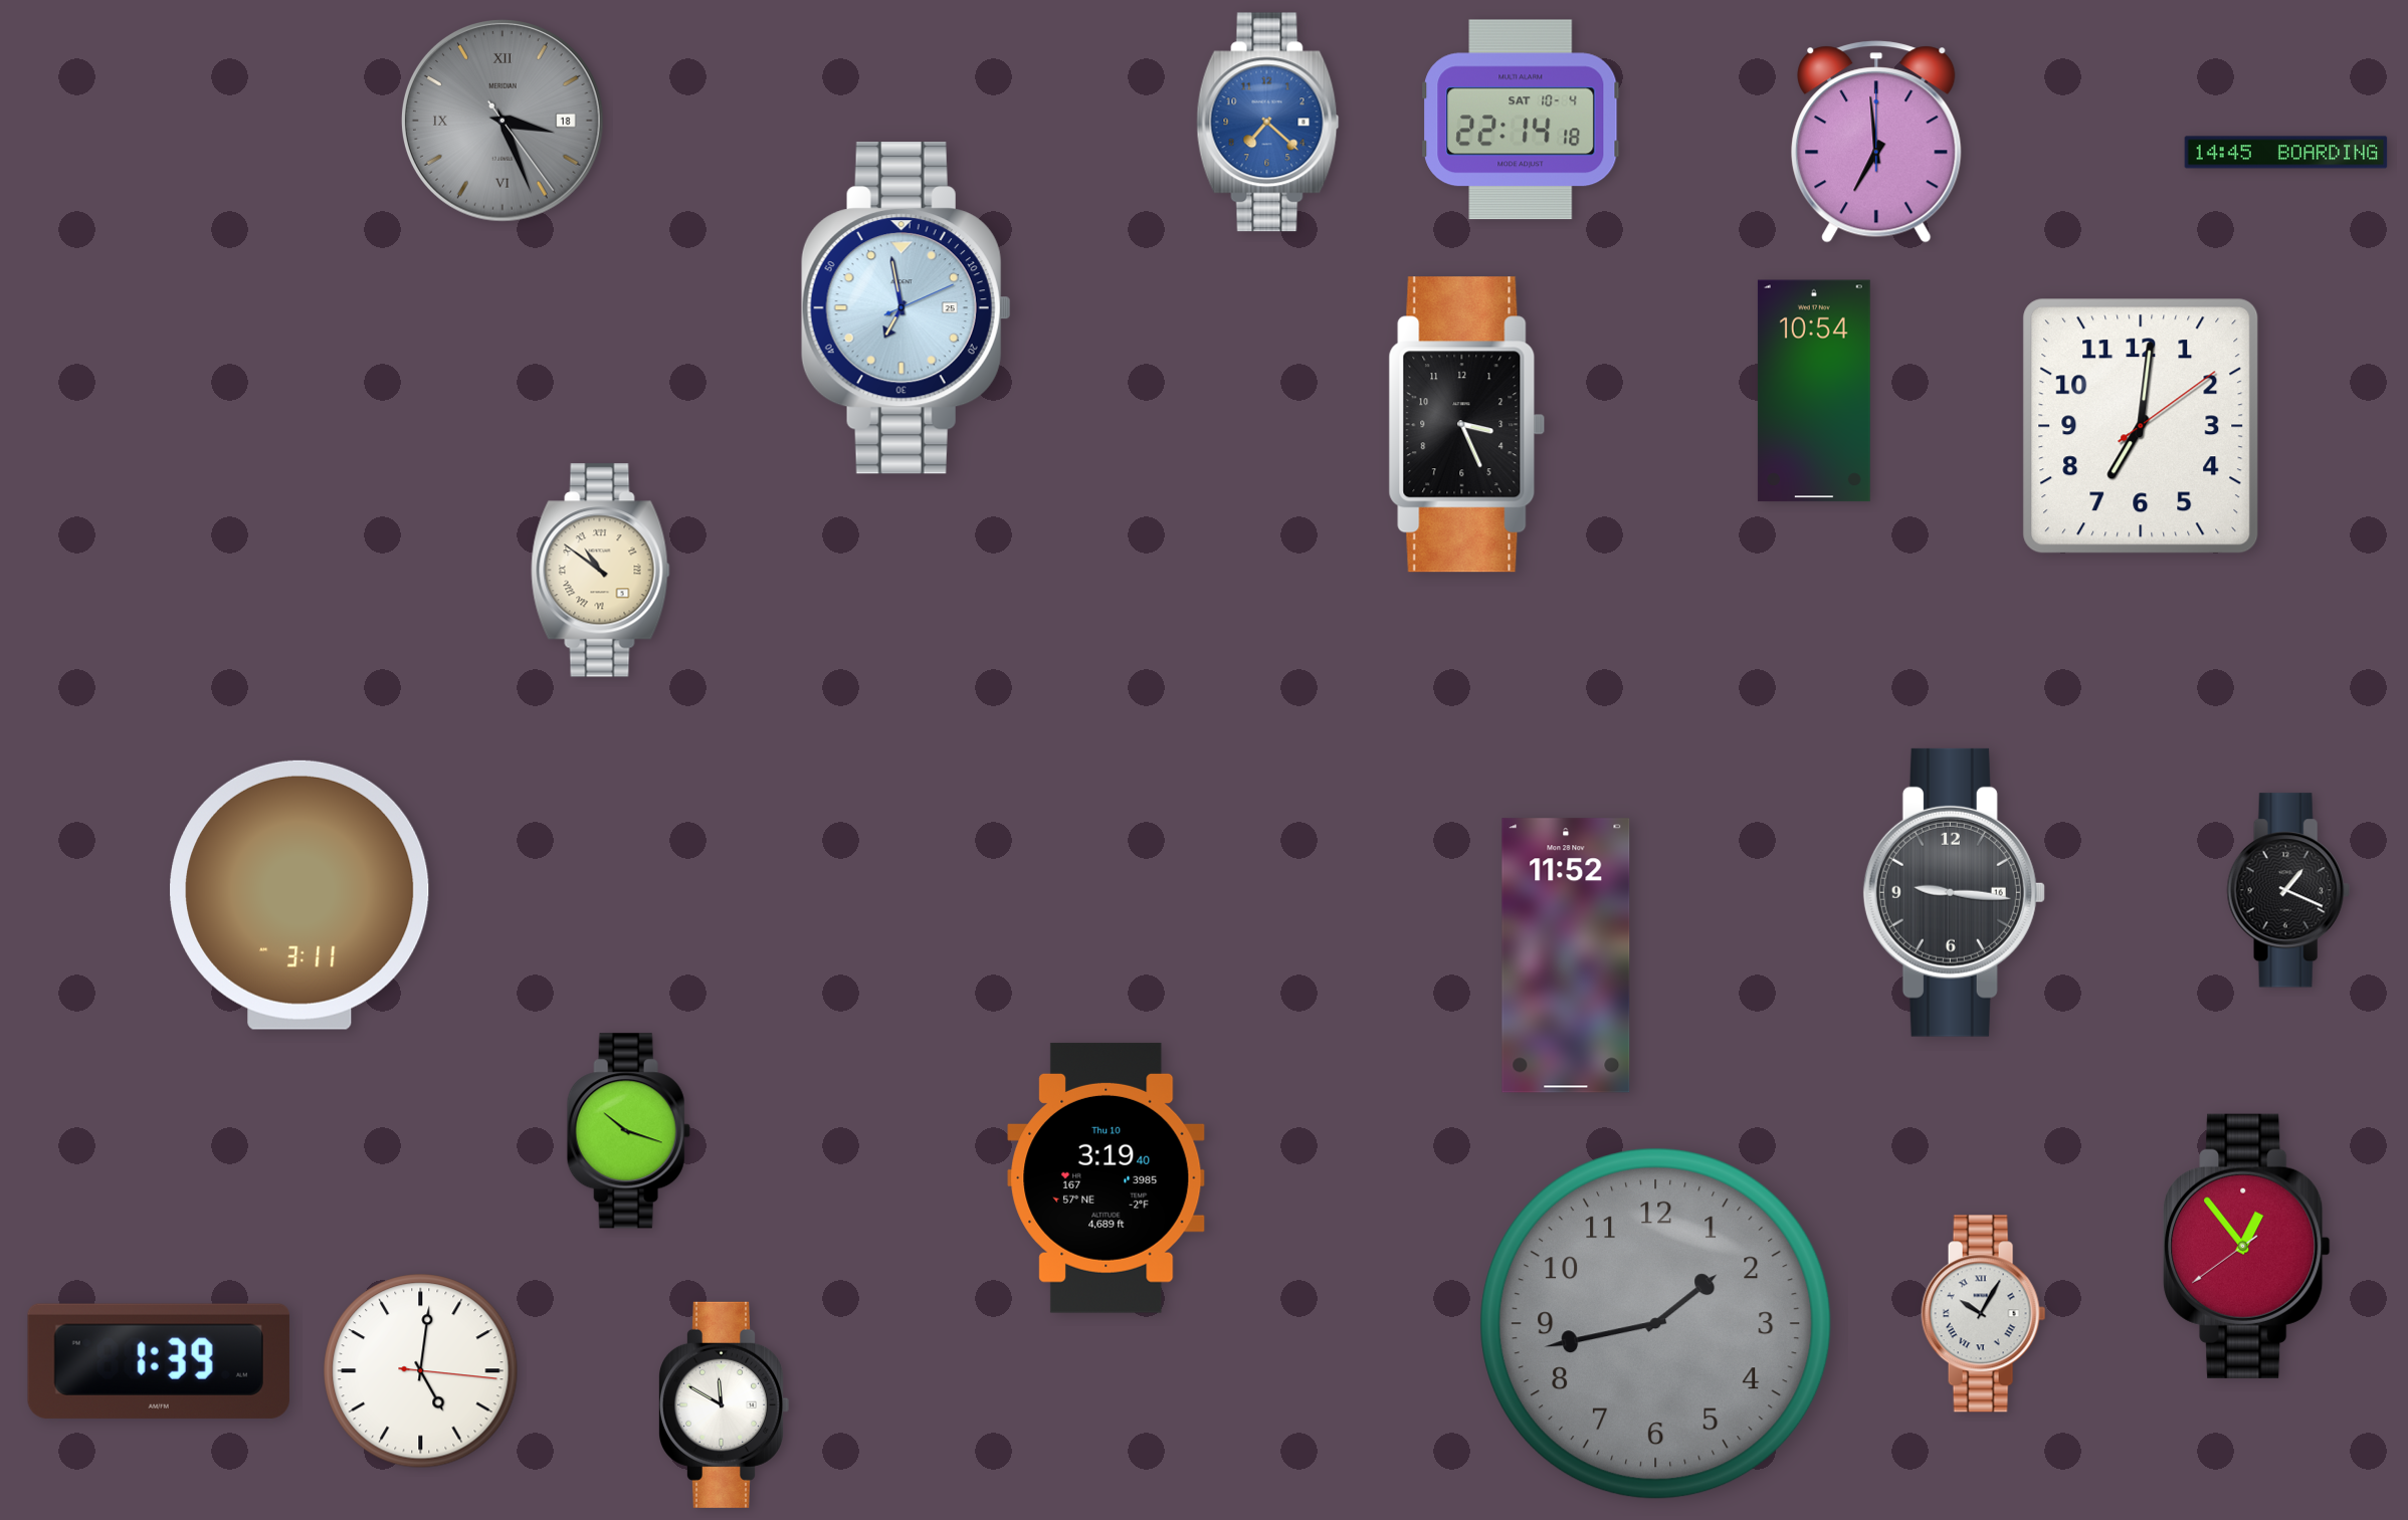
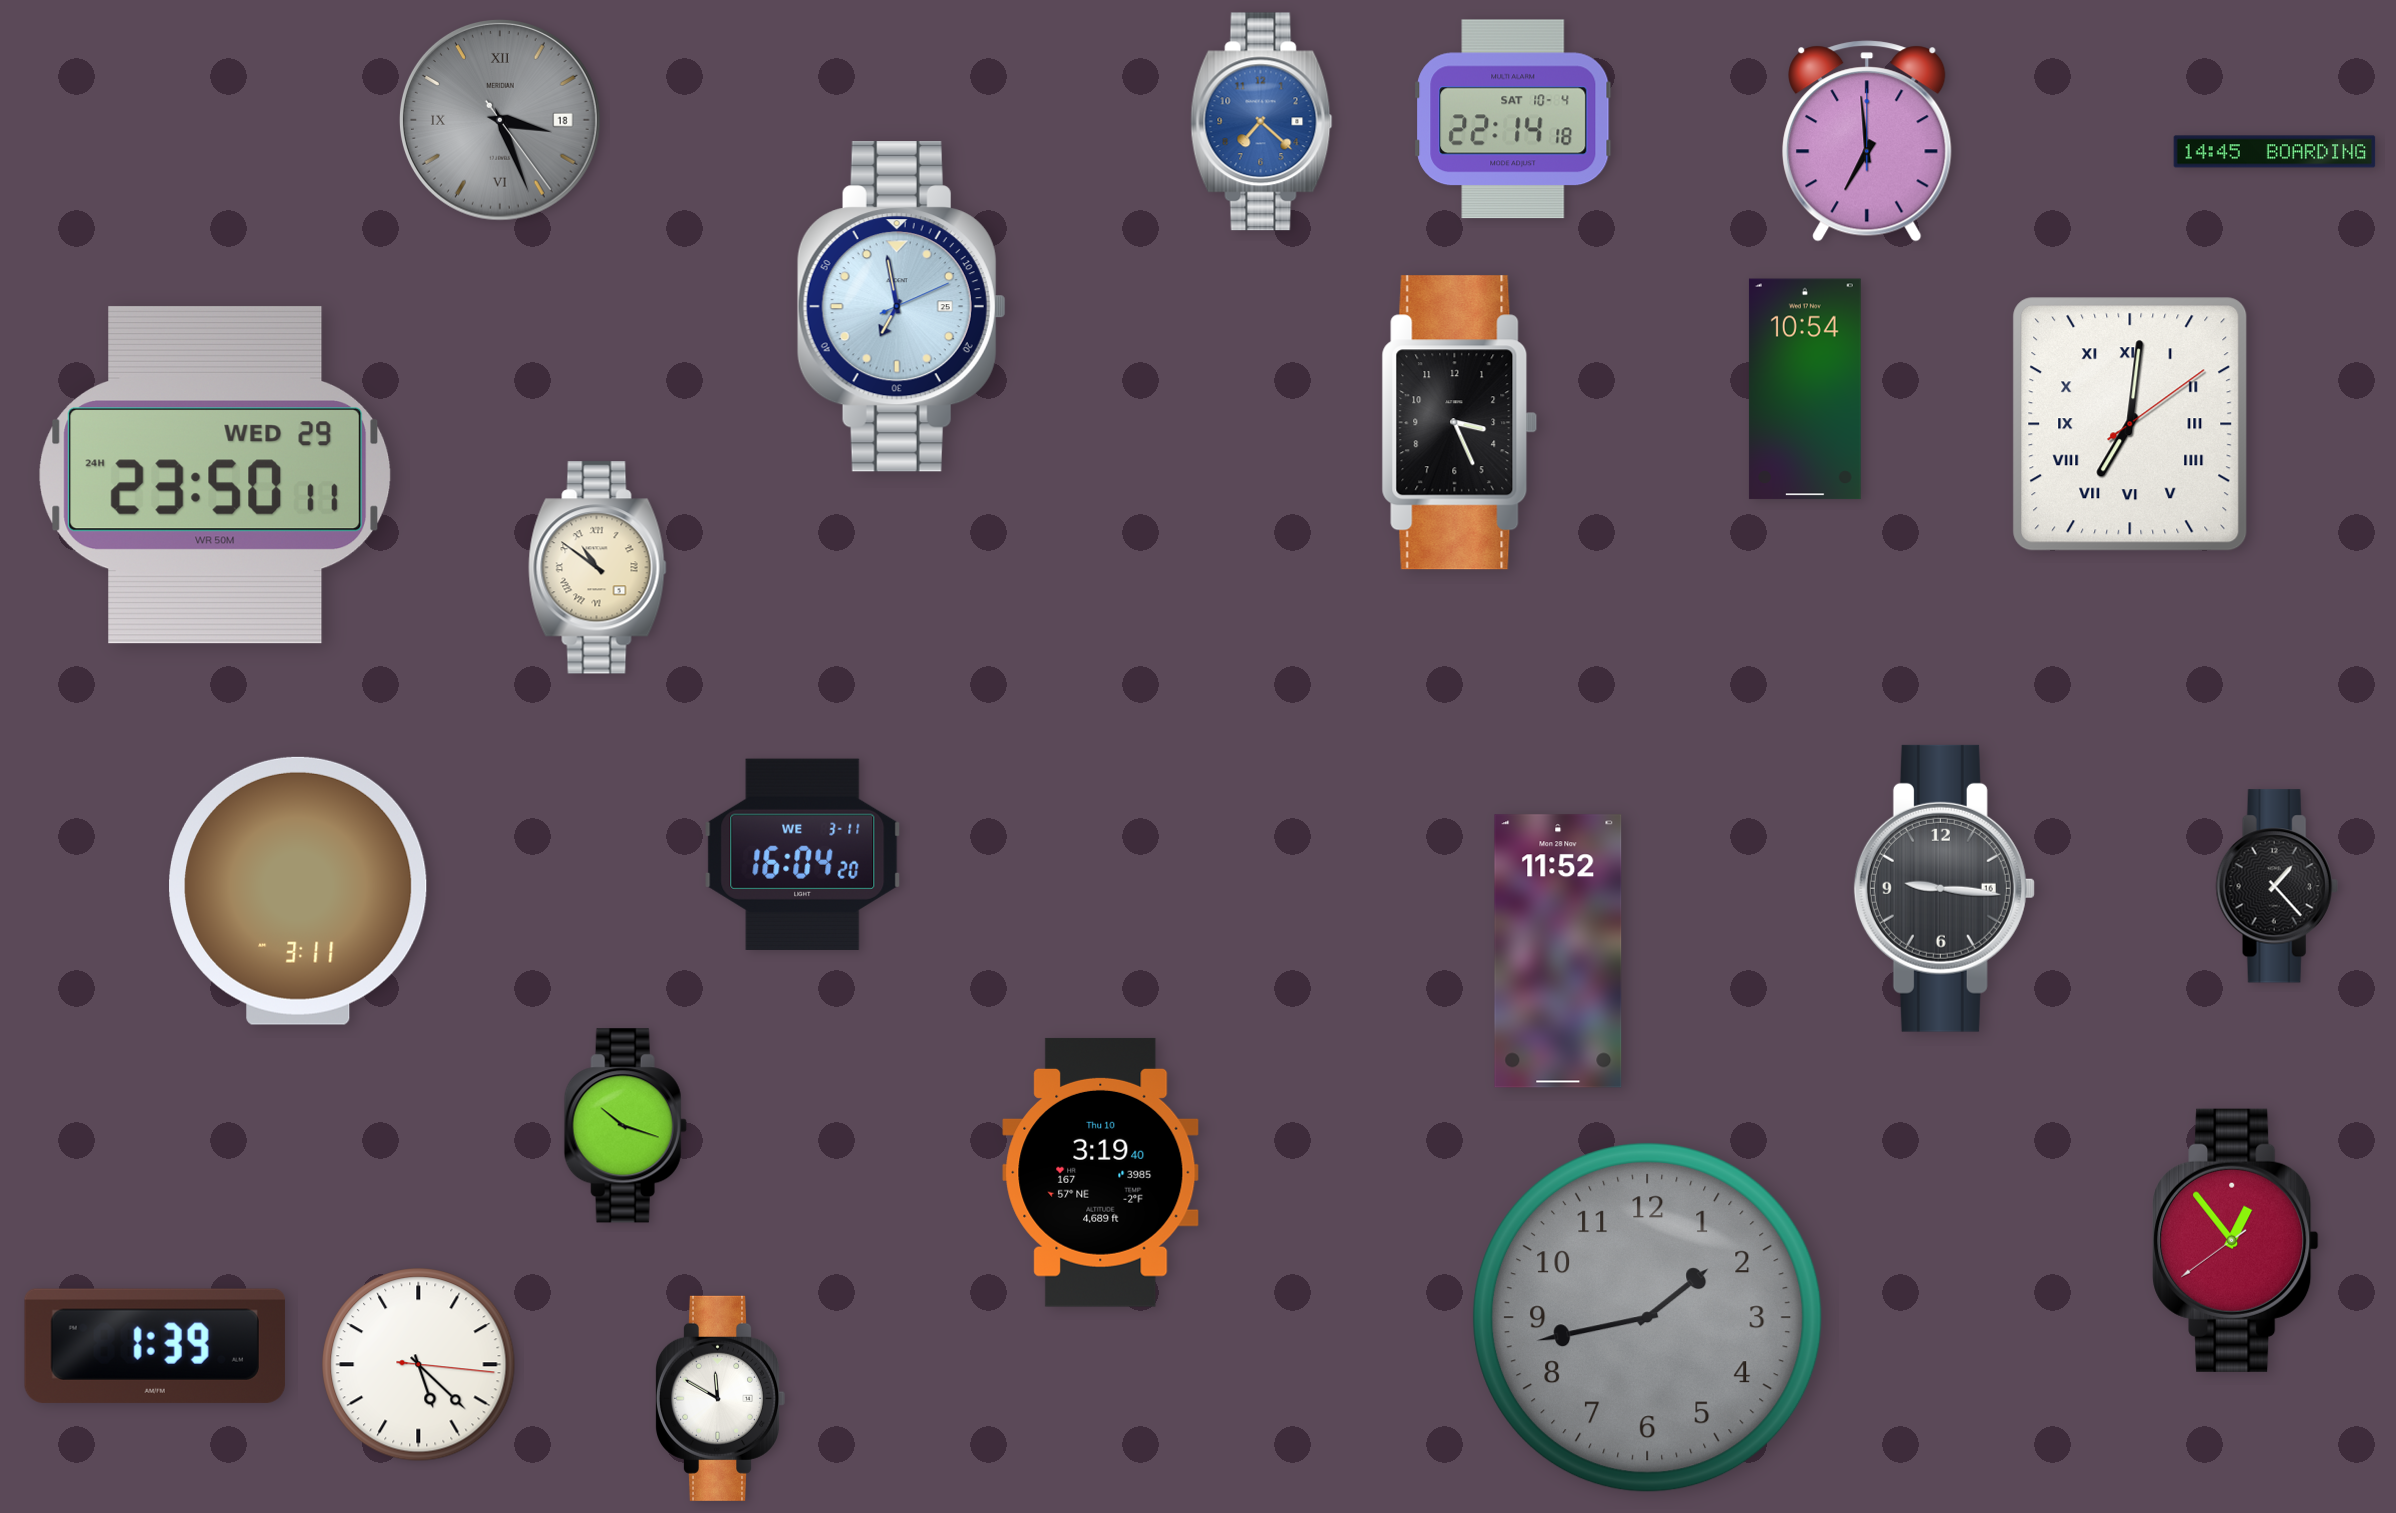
clock at (2141, 426) numerals: Arabic -> Roman
clock at (214, 475): none -> 23:50
clock at (803, 854): none -> 16:04
clock at (2288, 890): 1:19 -> 1:23
clock at (1984, 1314): 10:05 -> none
clock at (159, 1361) position: (159, 1361) -> (155, 1346)
clock at (421, 1371): 5:01 -> 5:22
